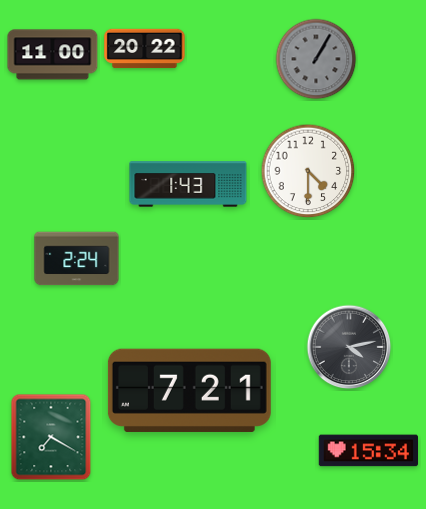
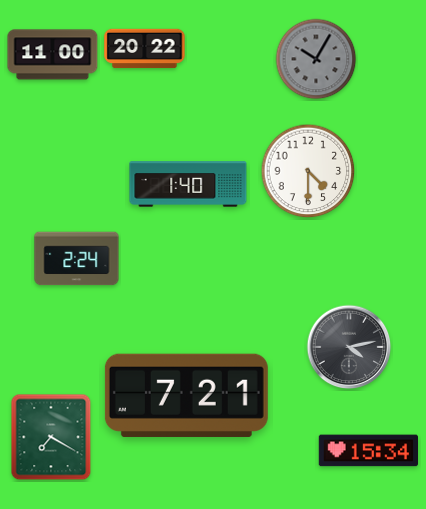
clock at (316, 59): 1:05 -> 10:05
clock at (188, 184): 1:43 -> 1:40
clock at (189, 390) position: (189, 390) -> (186, 395)
